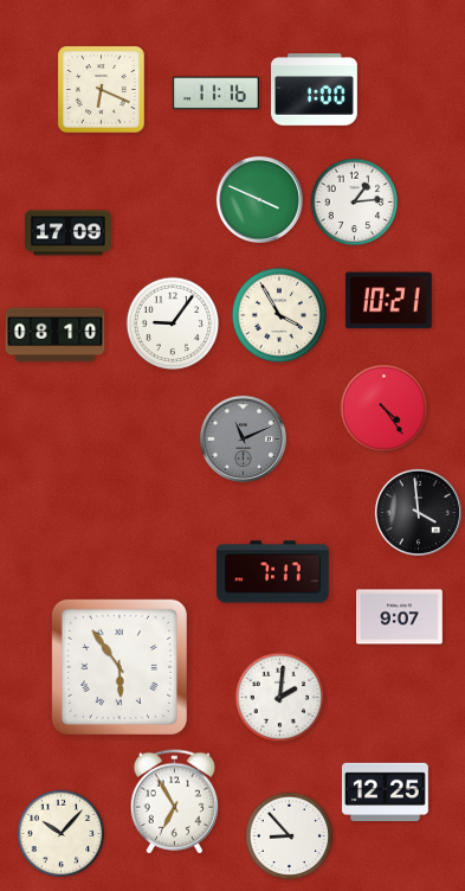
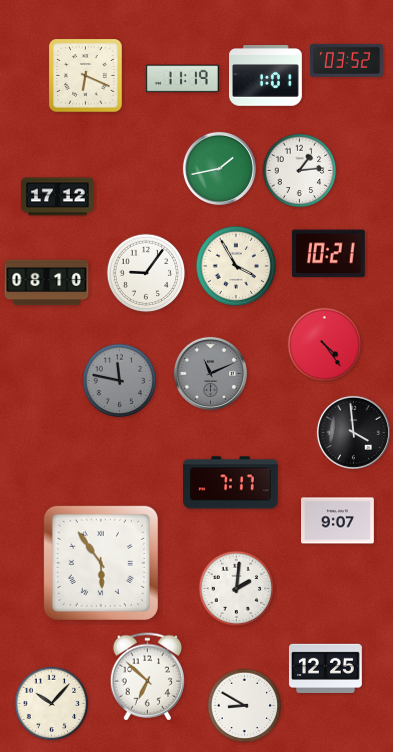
clock at (346, 60): none -> 03:52
clock at (315, 90): 1:00 -> 1:01
clock at (215, 94): 11:16 -> 11:19
clock at (259, 199): 3:49 -> 1:43
clock at (69, 233): 17:09 -> 17:12
clock at (243, 438) position: (243, 438) -> (210, 373)
clock at (120, 381): none -> 11:47
clock at (174, 802): 6:55 -> 6:52
clock at (290, 836): 8:53 -> 8:50
